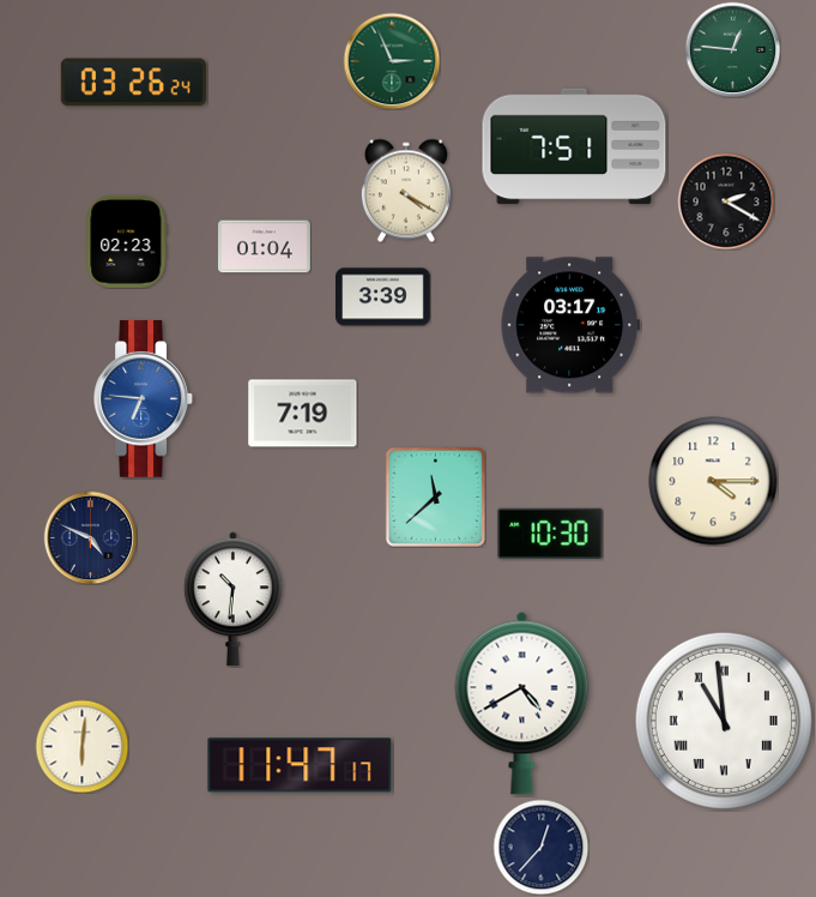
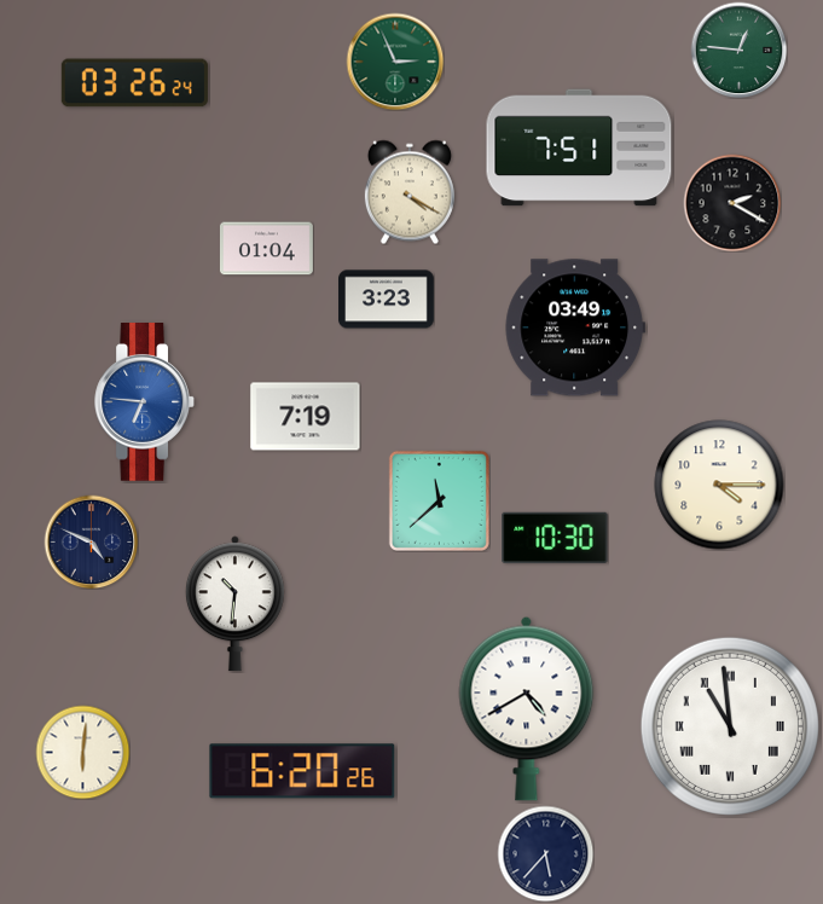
clock at (127, 241): 02:23 -> none
clock at (383, 297): 3:39 -> 3:23
clock at (569, 325): 03:17 -> 03:49
clock at (300, 765): 11:47 -> 6:20
clock at (540, 847): 12:37 -> 5:37
